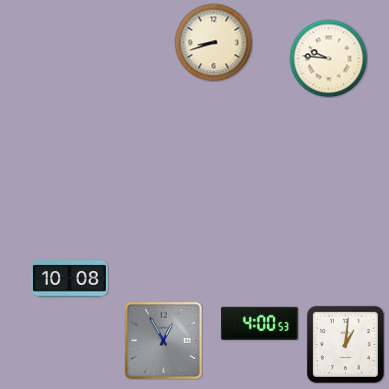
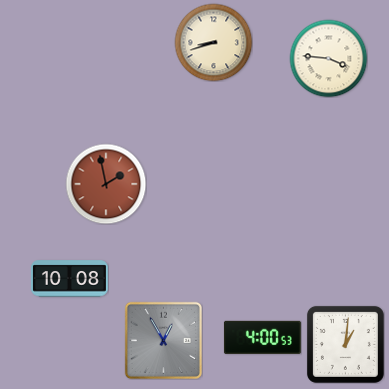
clock at (328, 58): 9:46 -> 3:46
clock at (106, 184): none -> 1:58
clock at (259, 323) position: (259, 323) -> (262, 337)
